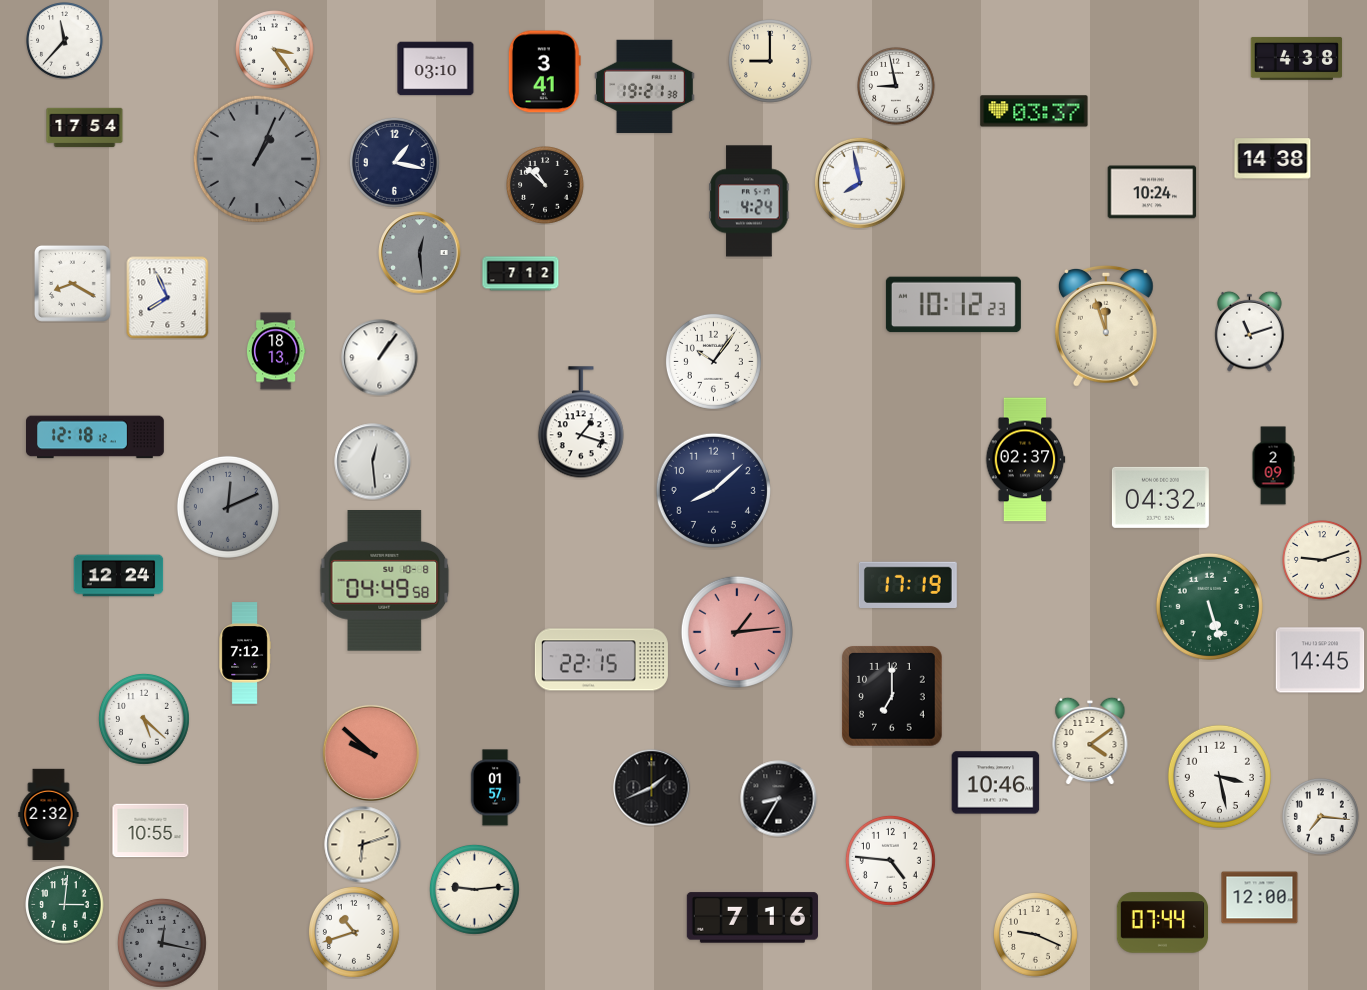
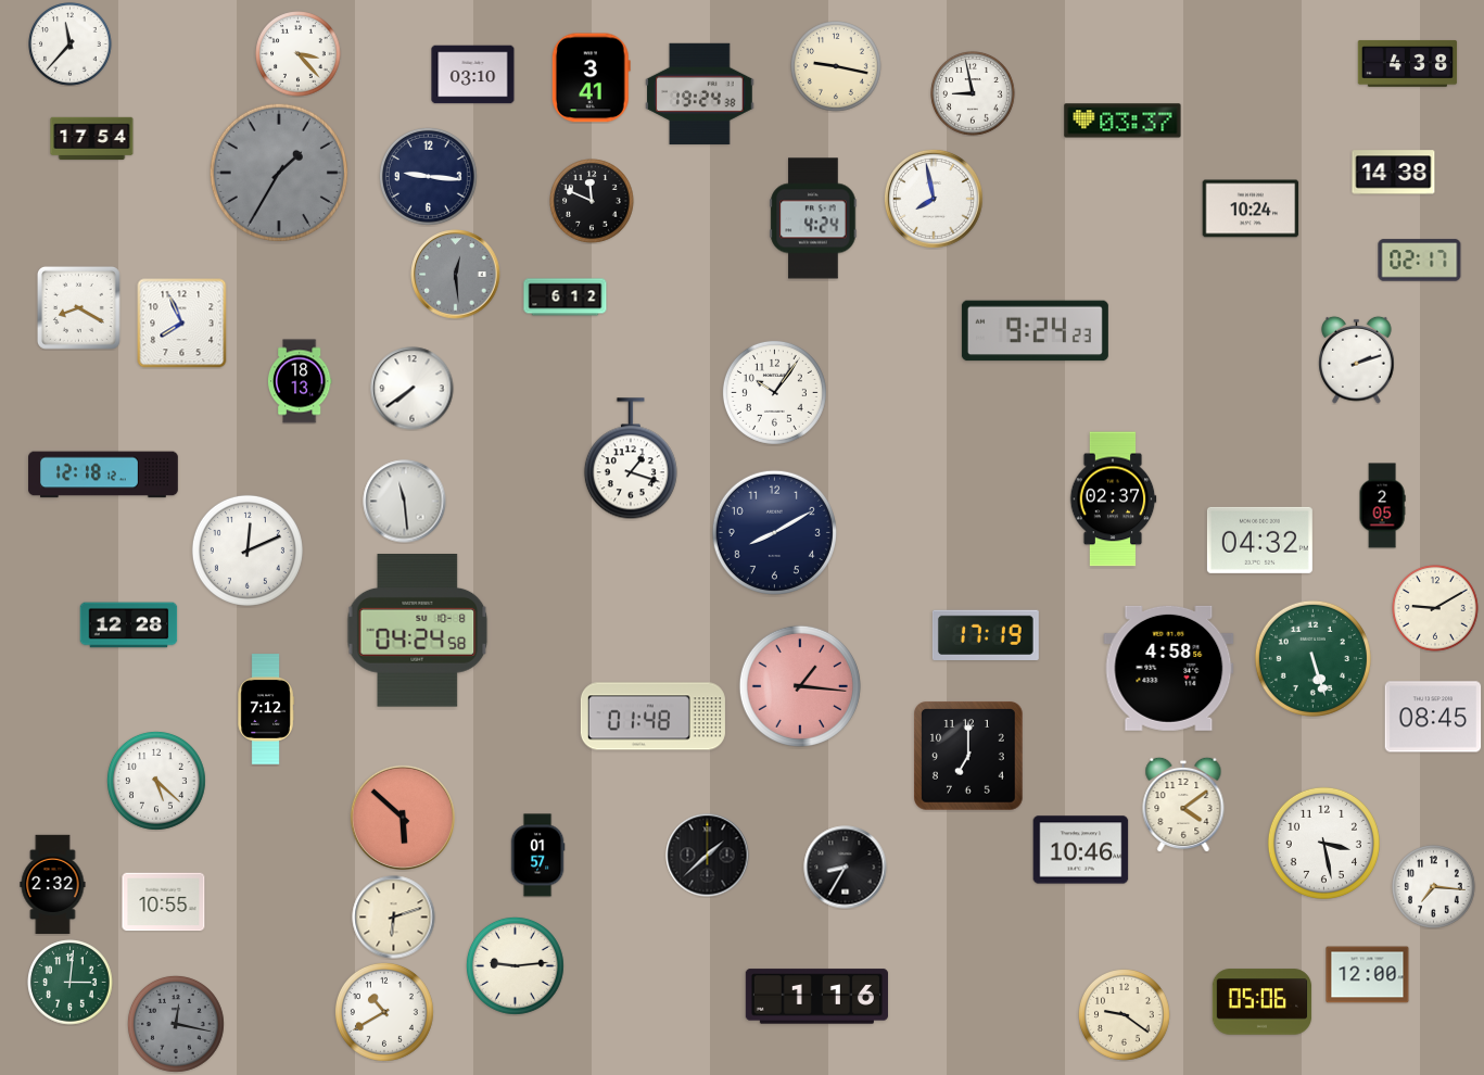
clock at (275, 50): 3:24 -> 3:23
clock at (771, 62): 9:00 -> 9:17
clock at (645, 86): 19:21 -> 19:24
clock at (256, 158): 1:04 -> 1:35
clock at (1273, 159) position: (1273, 159) -> (1394, 173)
clock at (394, 162): 1:17 -> 9:16
clock at (545, 185): 10:52 -> 11:49
clock at (1420, 261): none -> 02:17
clock at (521, 274): 7:12 -> 6:12
clock at (953, 305): 10:12 -> 9:24
clock at (1106, 326): 11:57 -> none
clock at (1250, 331): 11:12 -> 2:12
clock at (380, 358): 1:06 -> 7:39
clock at (373, 462): 12:29 -> 11:29
clock at (1273, 466): 2:09 -> 2:05
clock at (713, 490): 8:08 -> 8:10
clock at (228, 507) dial: grey -> white
clock at (1322, 560): 9:12 -> 9:10
clock at (119, 576): 12:24 -> 12:28
clock at (385, 581): 04:49 -> 04:24
clock at (1169, 668): none -> 4:58
clock at (737, 632): 1:14 -> 1:16
clock at (601, 660): 22:15 -> 01:48
clock at (1320, 660): 14:45 -> 08:45
clock at (371, 753): 9:52 -> 5:52
clock at (652, 788): 1:41 -> 1:38
clock at (890, 860): 4:46 -> none
clock at (752, 918): 7:16 -> 1:16
clock at (1163, 923): 07:44 -> 05:06
clock at (354, 932): 10:42 -> 10:40
clock at (1036, 935): 9:19 -> 9:21
